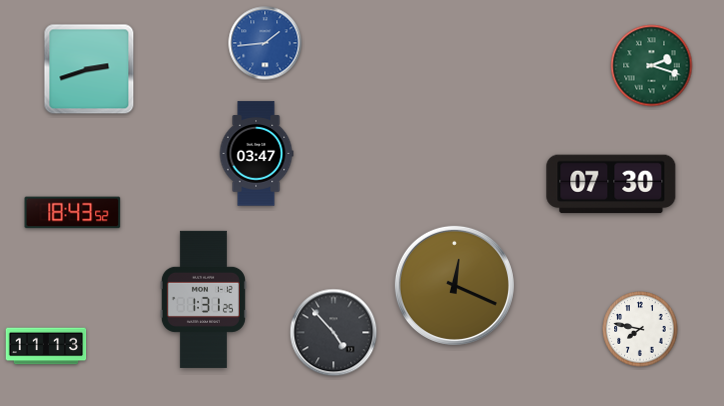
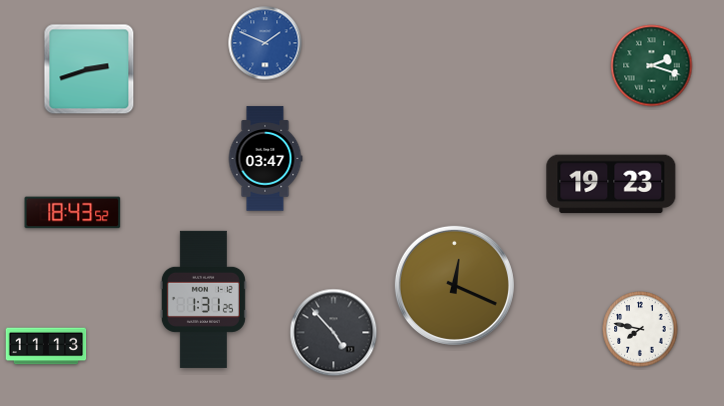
clock at (265, 43): 1:44 -> 1:49
clock at (256, 154) position: (256, 154) -> (265, 159)
clock at (611, 184): 07:30 -> 19:23
